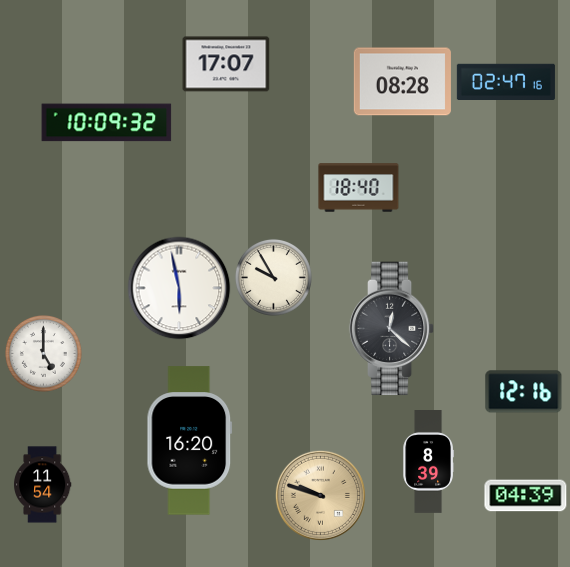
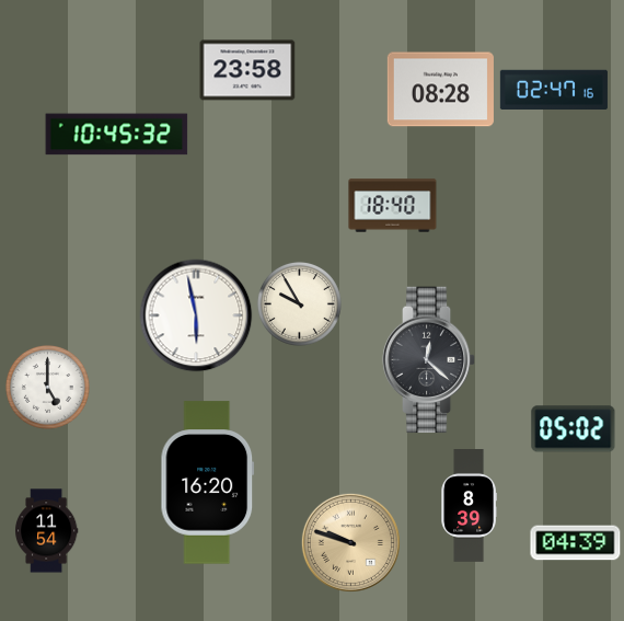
clock at (226, 64): 17:07 -> 23:58
clock at (107, 123): 10:09 -> 10:45
clock at (524, 392): 12:16 -> 05:02
